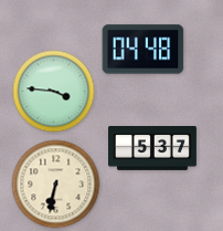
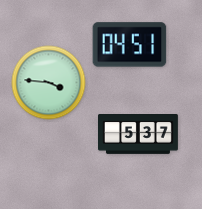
clock at (144, 50): 04:48 -> 04:51
clock at (56, 185): 6:32 -> none
